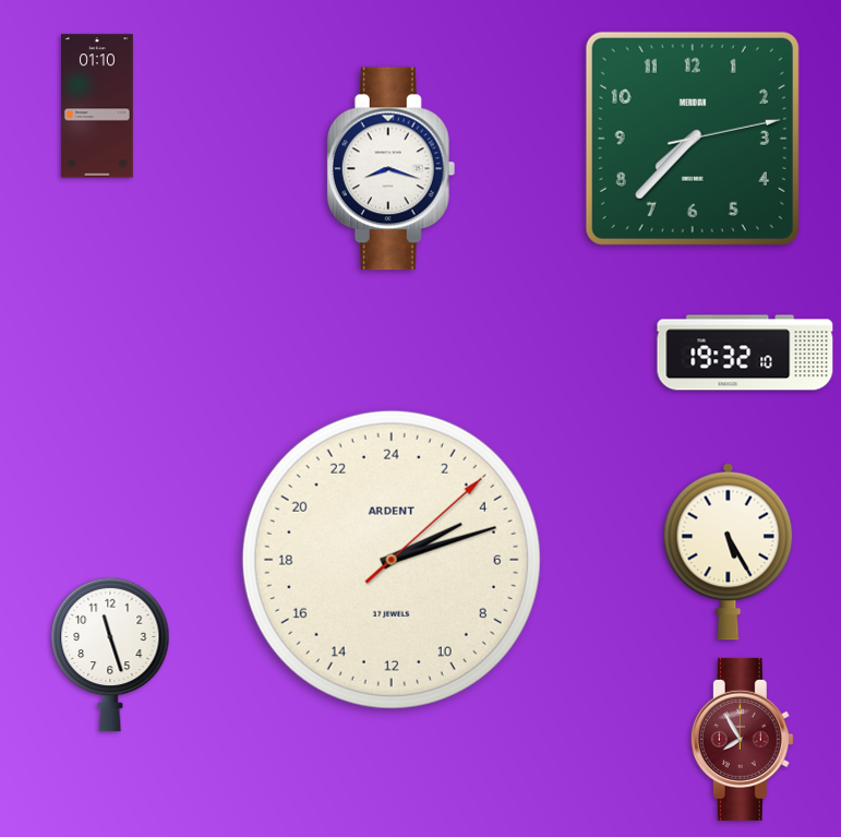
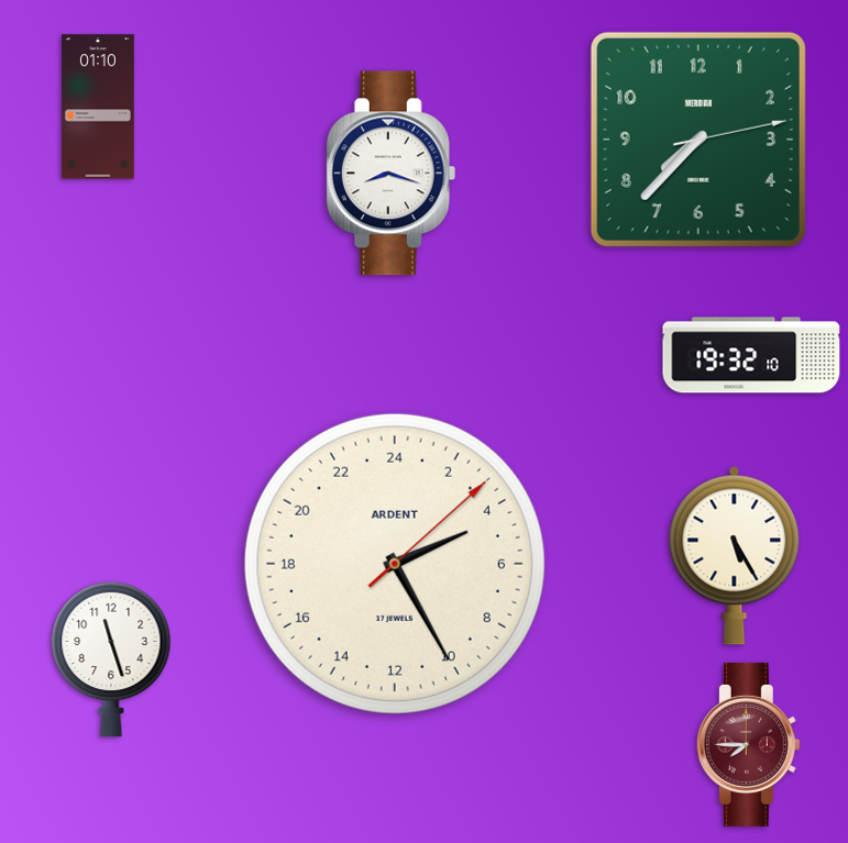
clock at (392, 169) position: (392, 169) -> (392, 174)
clock at (392, 560): 4:12 -> 4:25
clock at (742, 739): 7:55 -> 7:45
